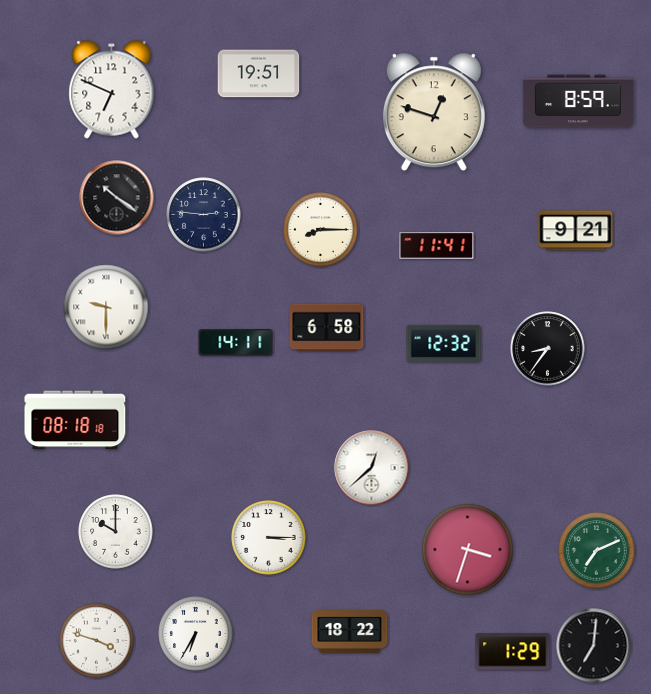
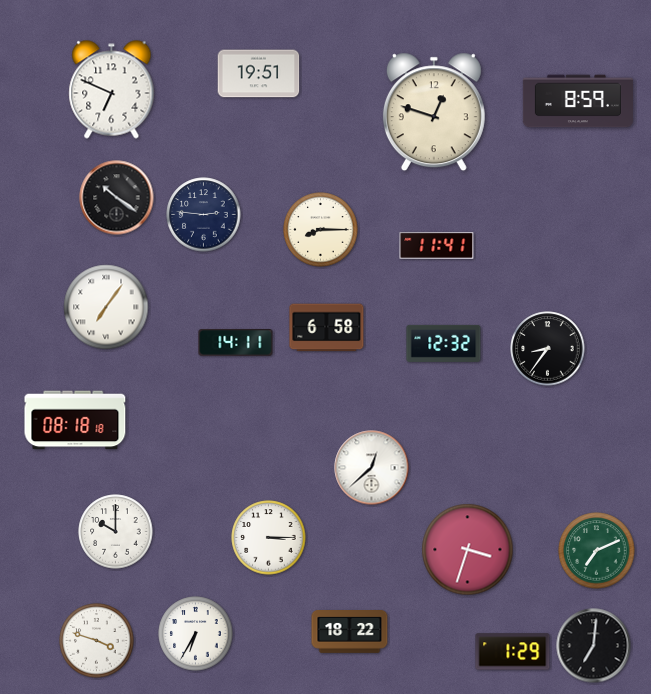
clock at (576, 231): 9:21 -> none
clock at (106, 307): 9:30 -> 7:06
